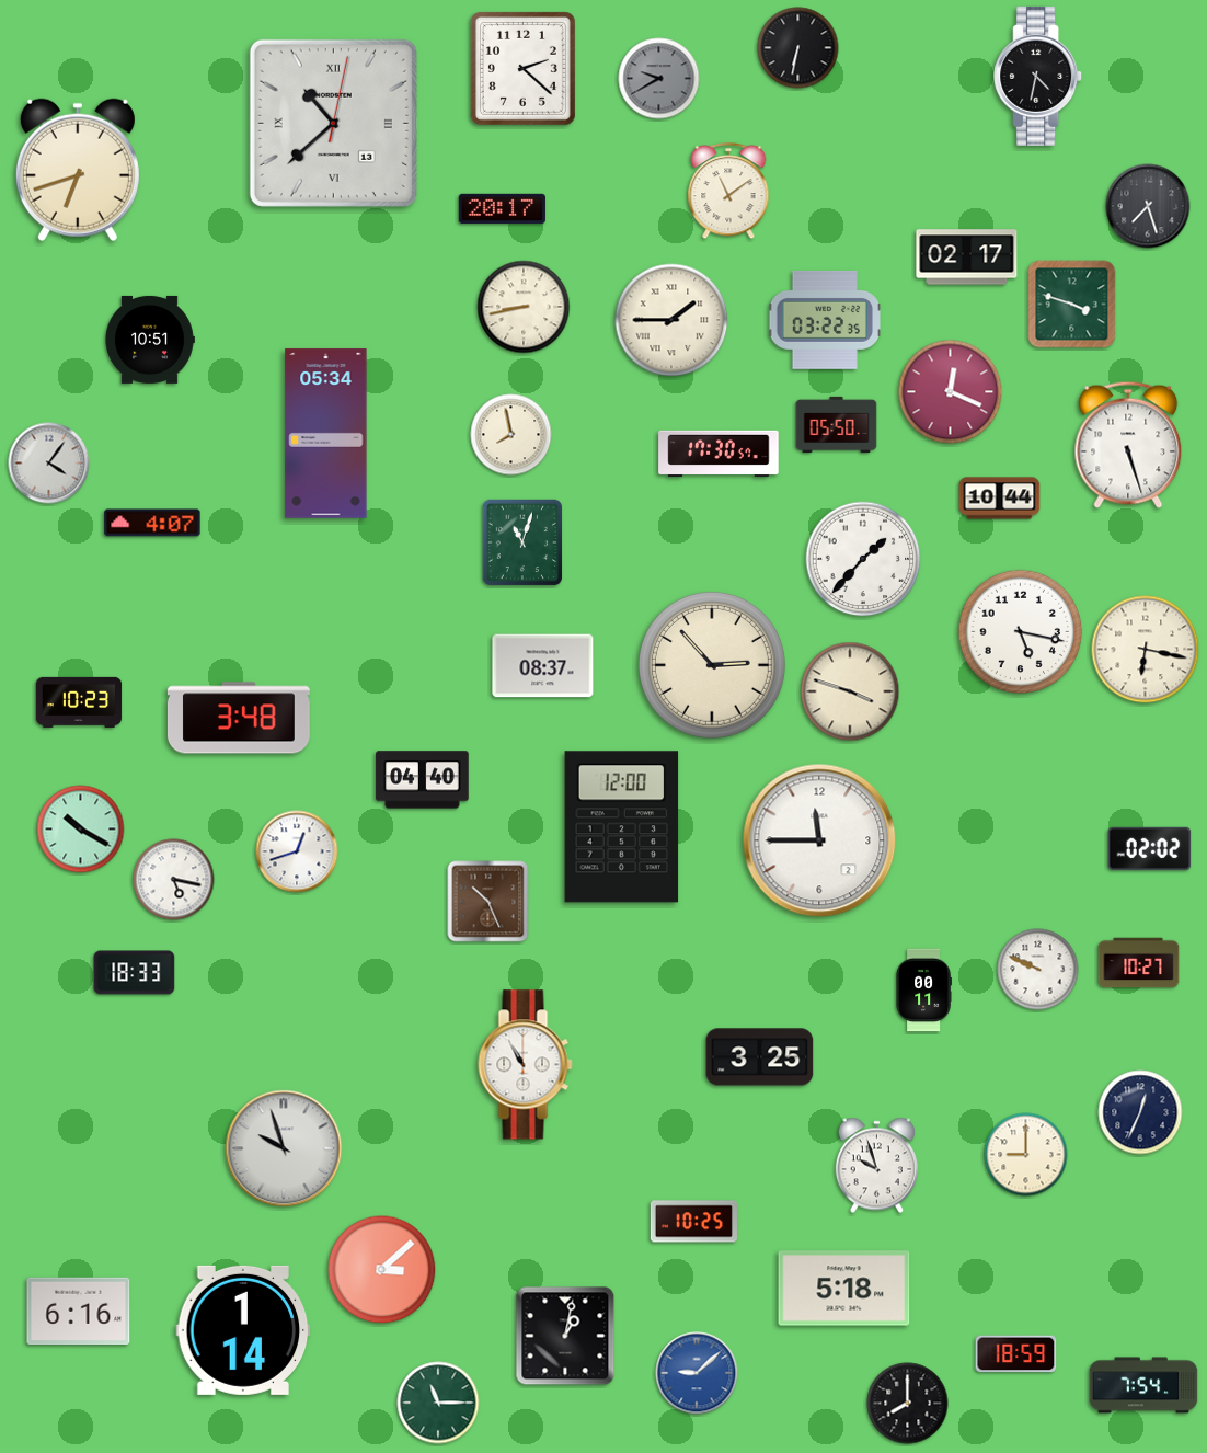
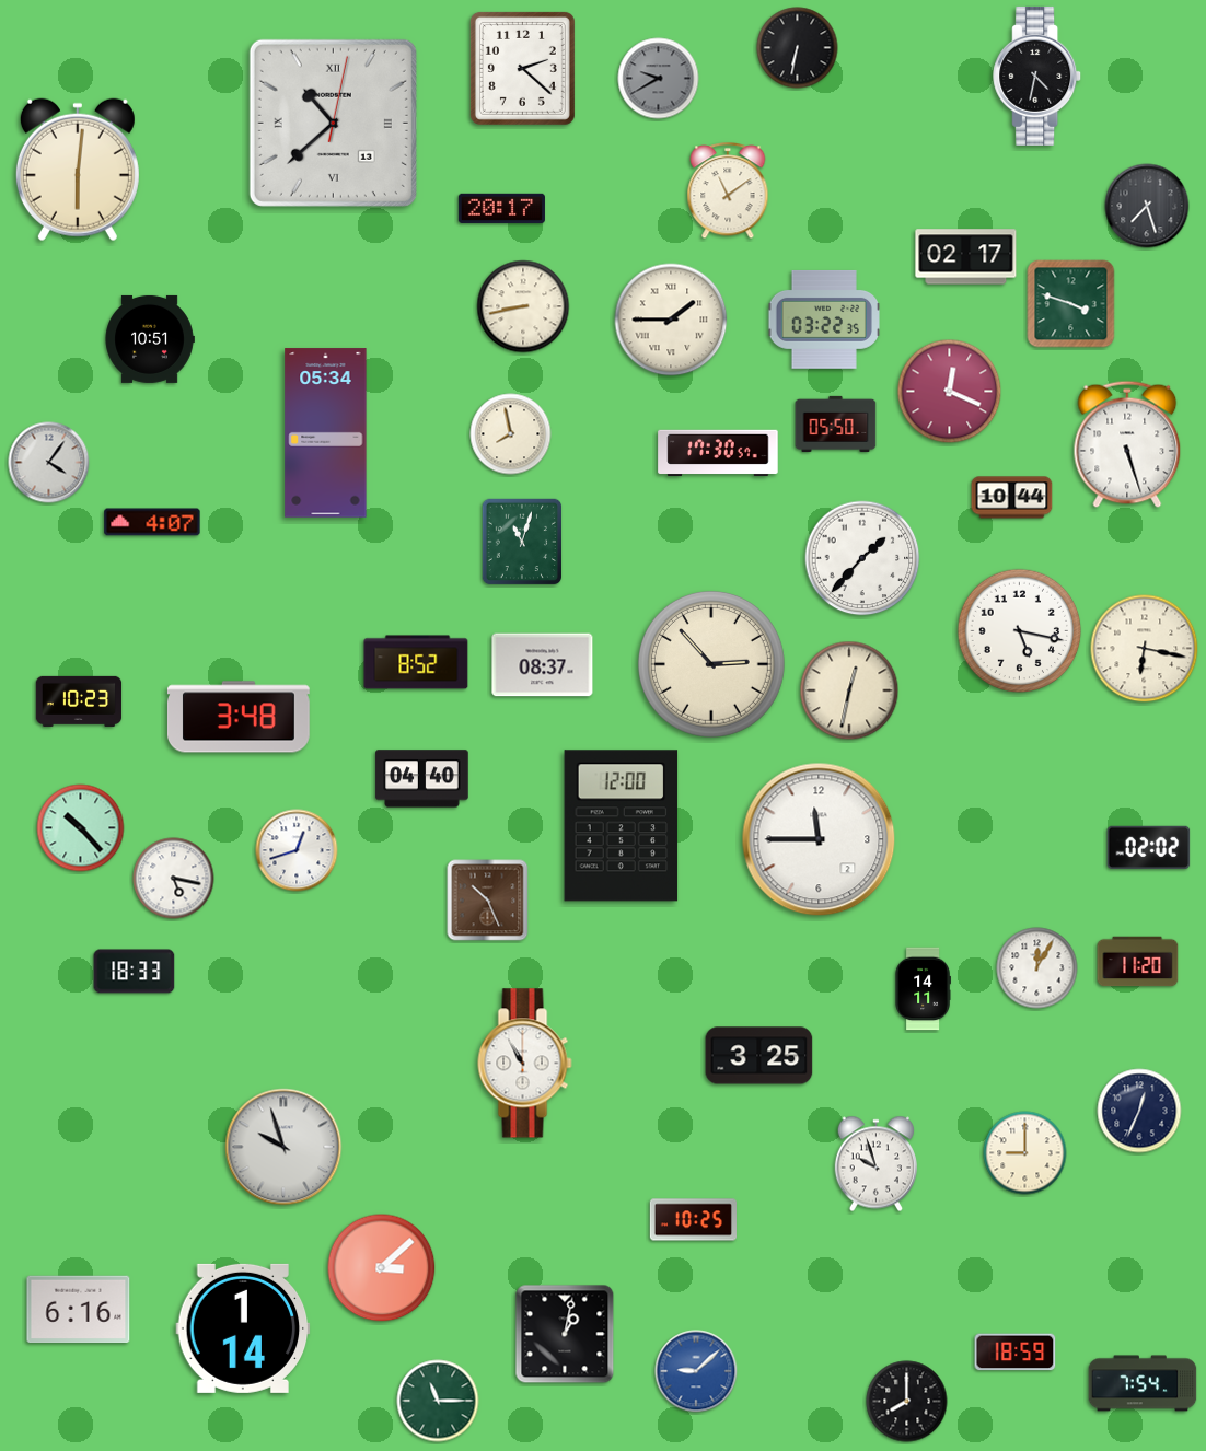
clock at (78, 170): 6:42 -> 6:01
clock at (1000, 499) position: (1000, 499) -> (1012, 498)
clock at (416, 662): none -> 8:52
clock at (850, 691): 3:48 -> 12:32
clock at (81, 830): 10:20 -> 10:23
clock at (1139, 963): 10:27 -> 11:20
clock at (1038, 970): 9:49 -> 12:05
clock at (923, 991): 00:11 -> 14:11
clock at (844, 1289): 5:18 -> none
